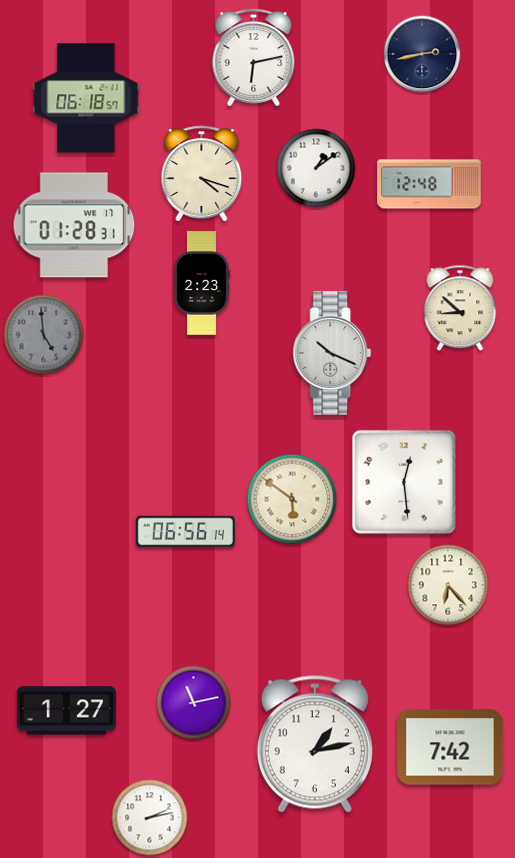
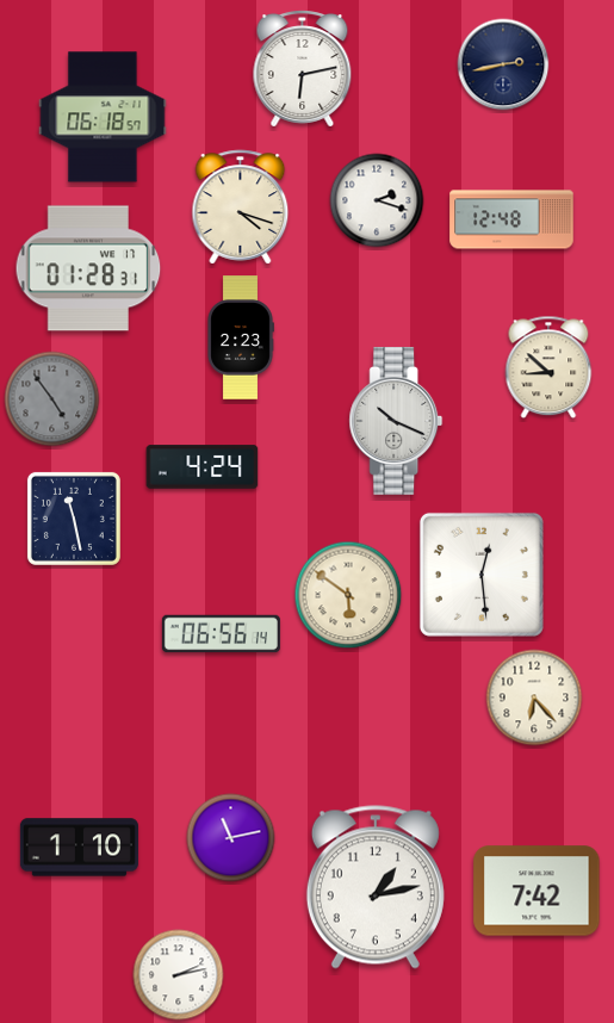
clock at (316, 168): 1:09 -> 2:18
clock at (44, 335): 4:59 -> 4:54
clock at (203, 467): none -> 4:24
clock at (74, 519): none -> 11:28
clock at (66, 711): 1:27 -> 1:10
